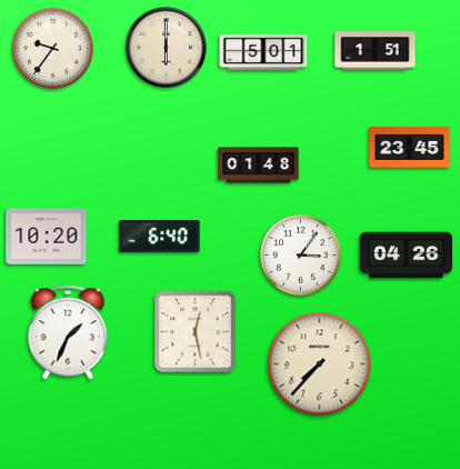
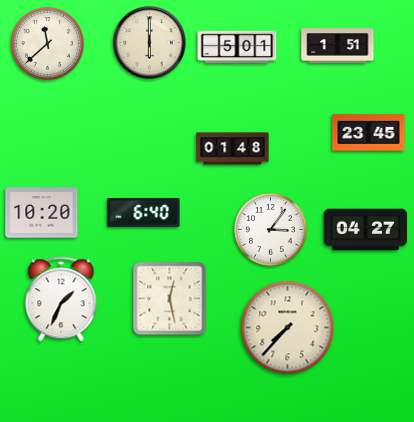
clock at (53, 49): 9:36 -> 11:38
clock at (407, 256): 04:26 -> 04:27
clock at (196, 332) position: (196, 332) -> (170, 299)
